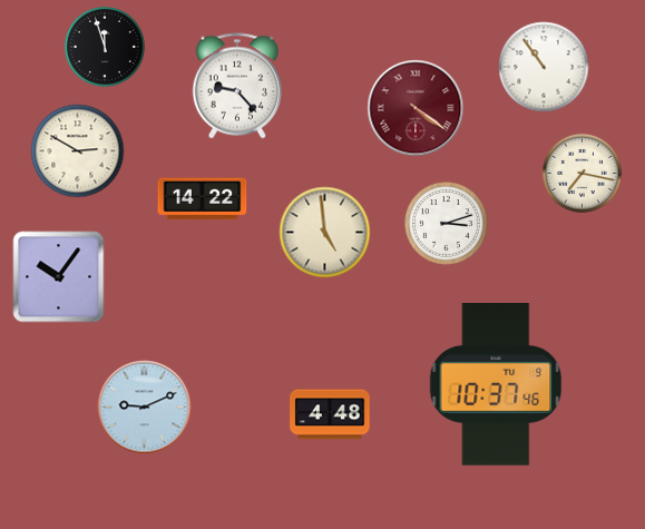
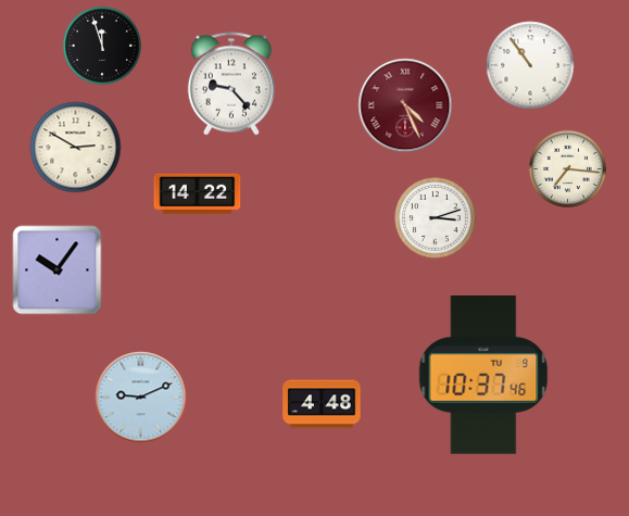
clock at (416, 108): 4:21 -> 4:26
clock at (582, 173): 7:17 -> 7:16
clock at (325, 233): 4:59 -> none
